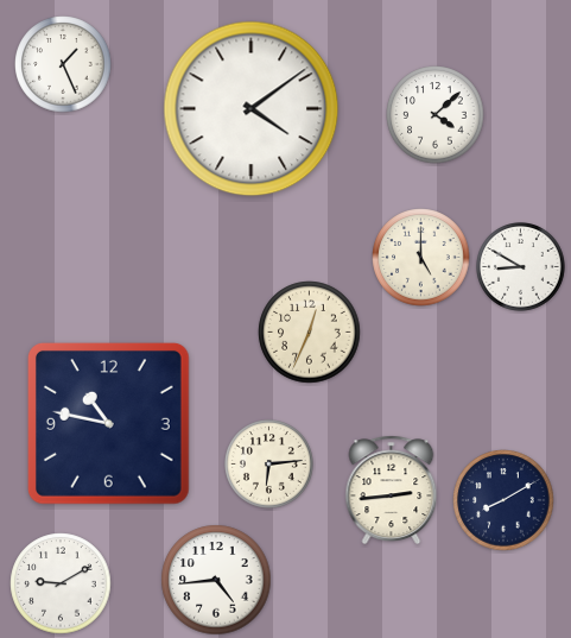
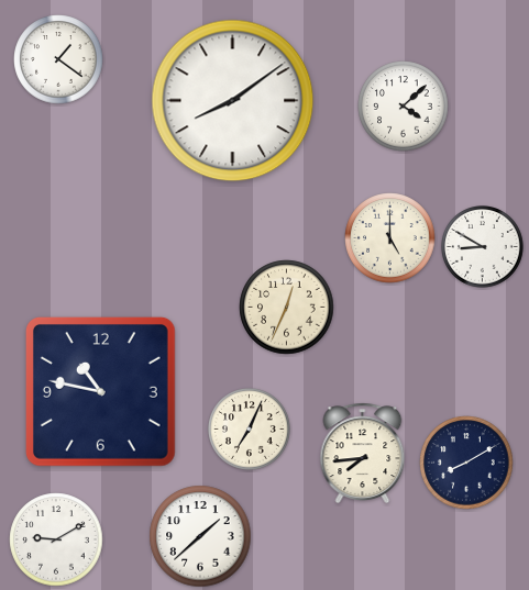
clock at (63, 64): 1:26 -> 1:21
clock at (252, 109): 4:09 -> 8:09
clock at (269, 465): 6:14 -> 7:04
clock at (392, 491): 2:44 -> 7:44
clock at (216, 580): 4:44 -> 1:38
